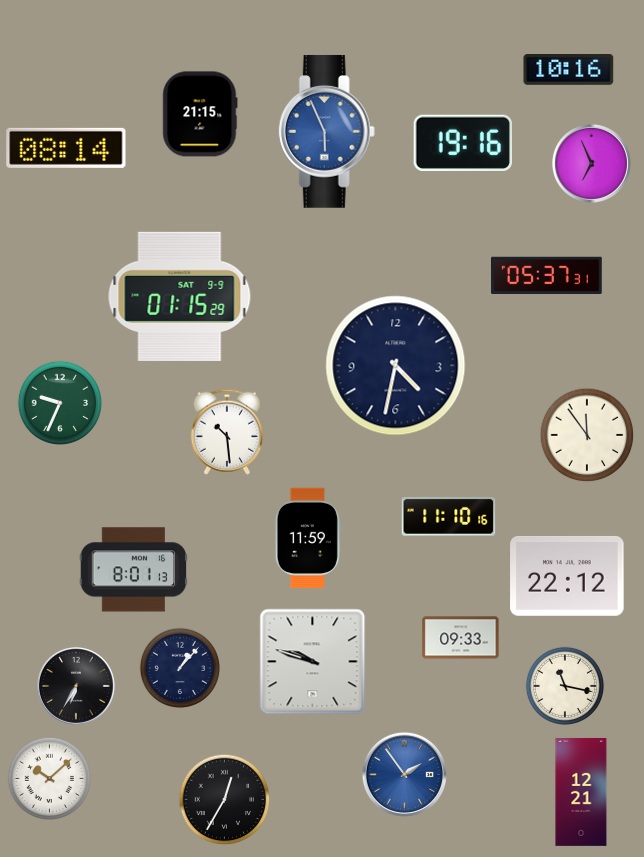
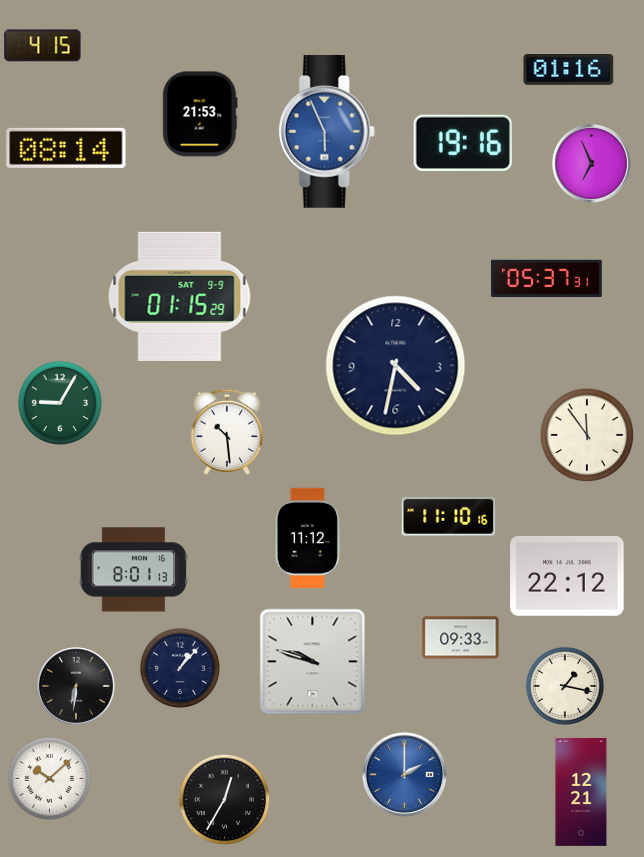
clock at (43, 46): none -> 4:15
clock at (569, 70): 10:16 -> 01:16
clock at (200, 114): 21:15 -> 21:53
clock at (547, 275) position: (547, 275) -> (547, 278)
clock at (60, 403): 9:34 -> 9:05
clock at (308, 537): 11:59 -> 11:12
clock at (564, 685): 11:17 -> 1:17
clock at (76, 686): 6:35 -> 6:31
clock at (404, 774): 1:54 -> 2:00
